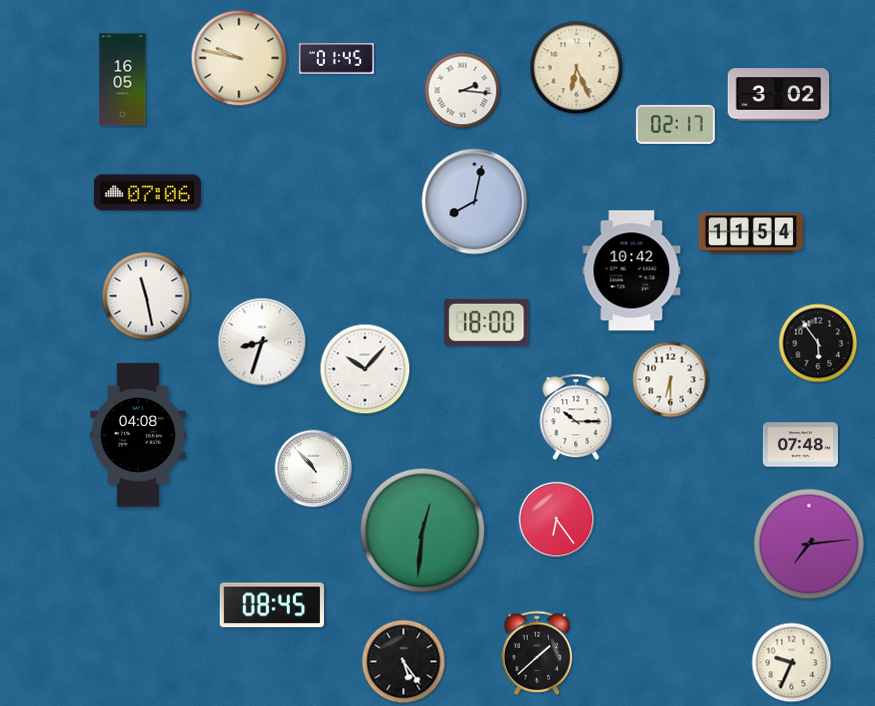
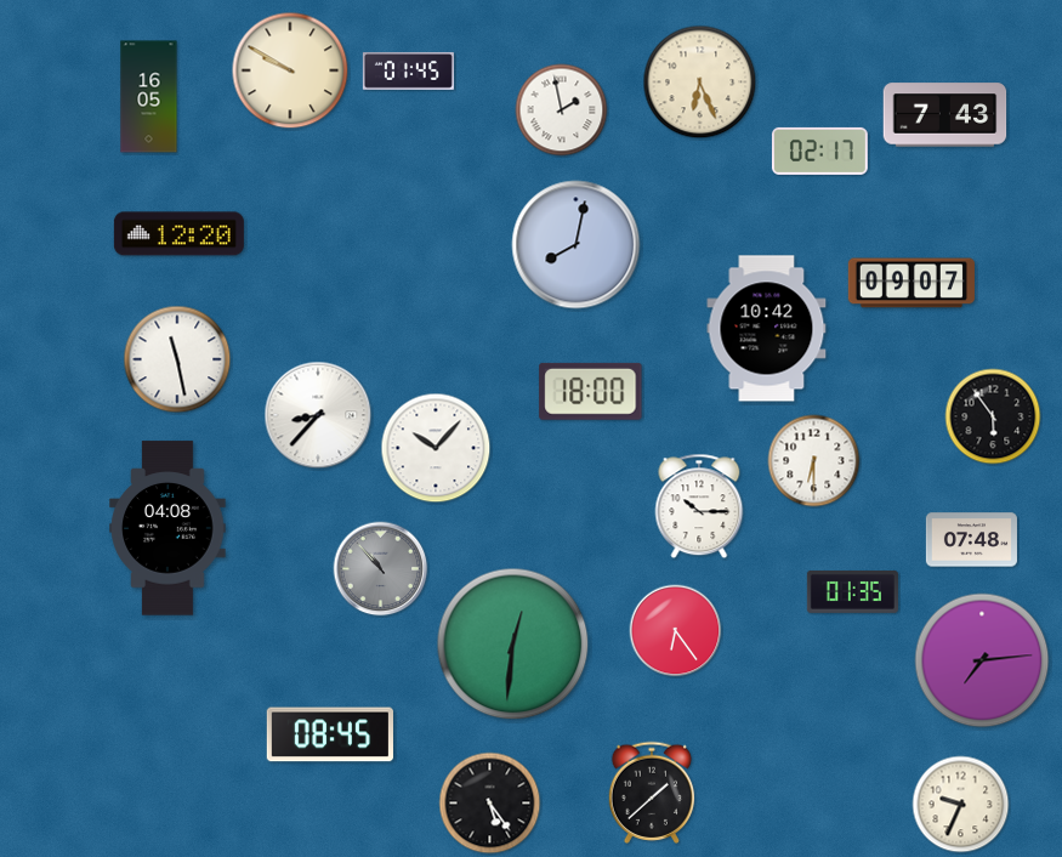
clock at (239, 58): 9:47 -> 9:50
clock at (463, 91): 2:16 -> 1:58
clock at (779, 95): 3:02 -> 7:43
clock at (147, 193): 07:06 -> 12:20
clock at (751, 233): 11:54 -> 09:07
clock at (262, 342): 8:33 -> 8:37
clock at (365, 369) position: (365, 369) -> (436, 448)
clock at (314, 469) dial: white -> grey
clock at (852, 591): none -> 01:35
